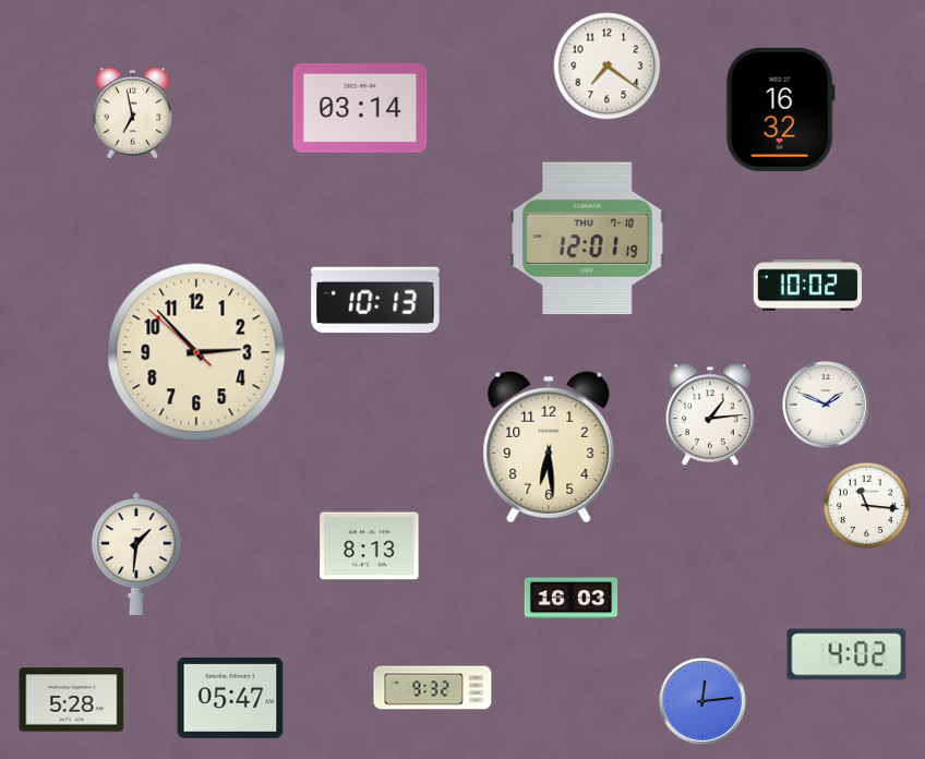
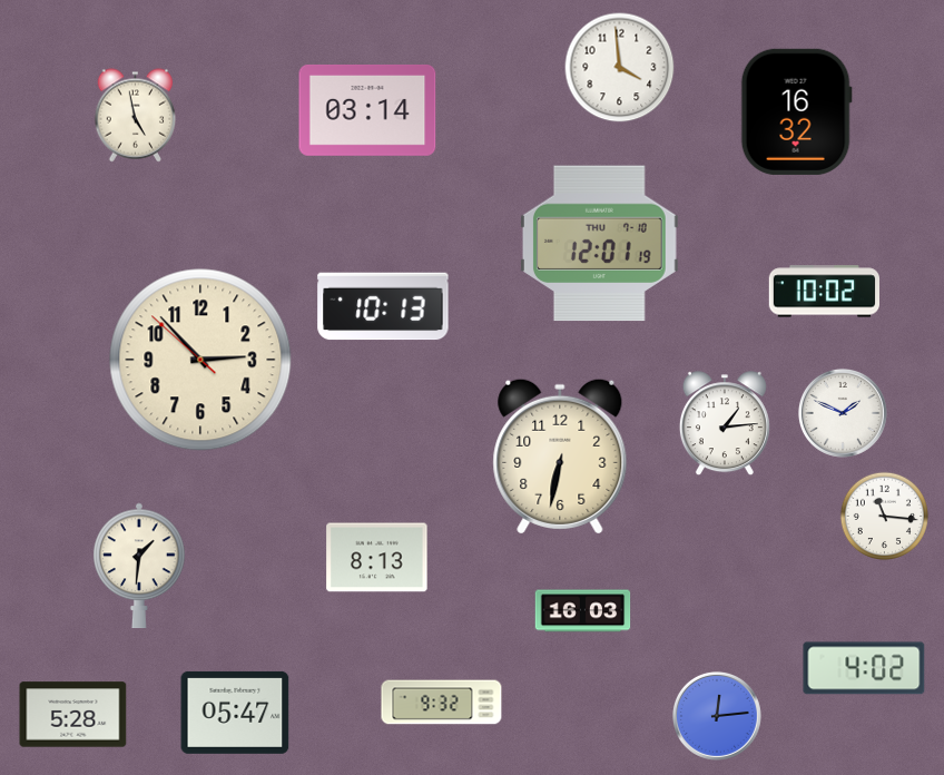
clock at (608, 67): 7:21 -> 3:59
clock at (133, 113): 6:58 -> 4:58
clock at (549, 447): 6:29 -> 6:32
